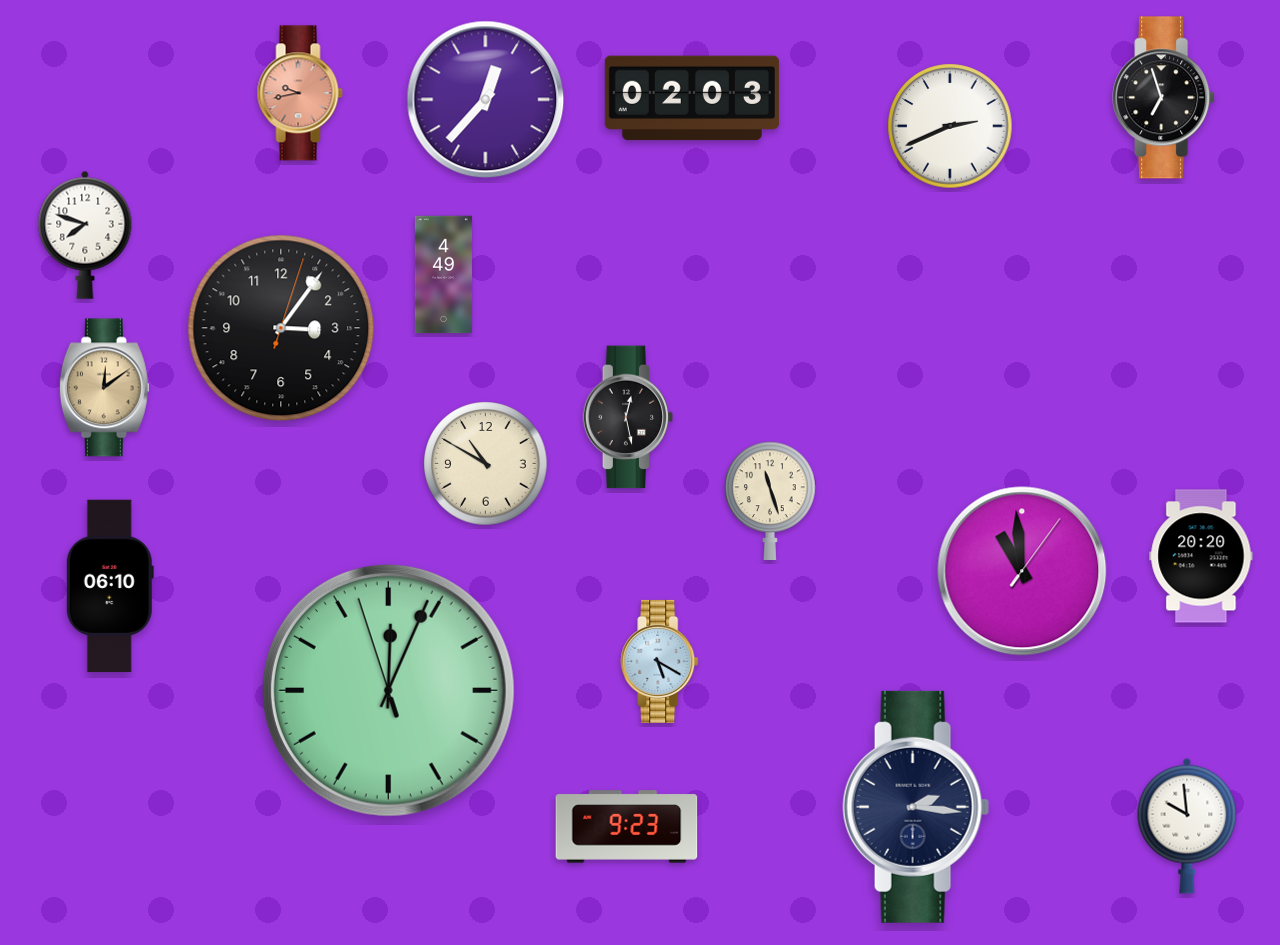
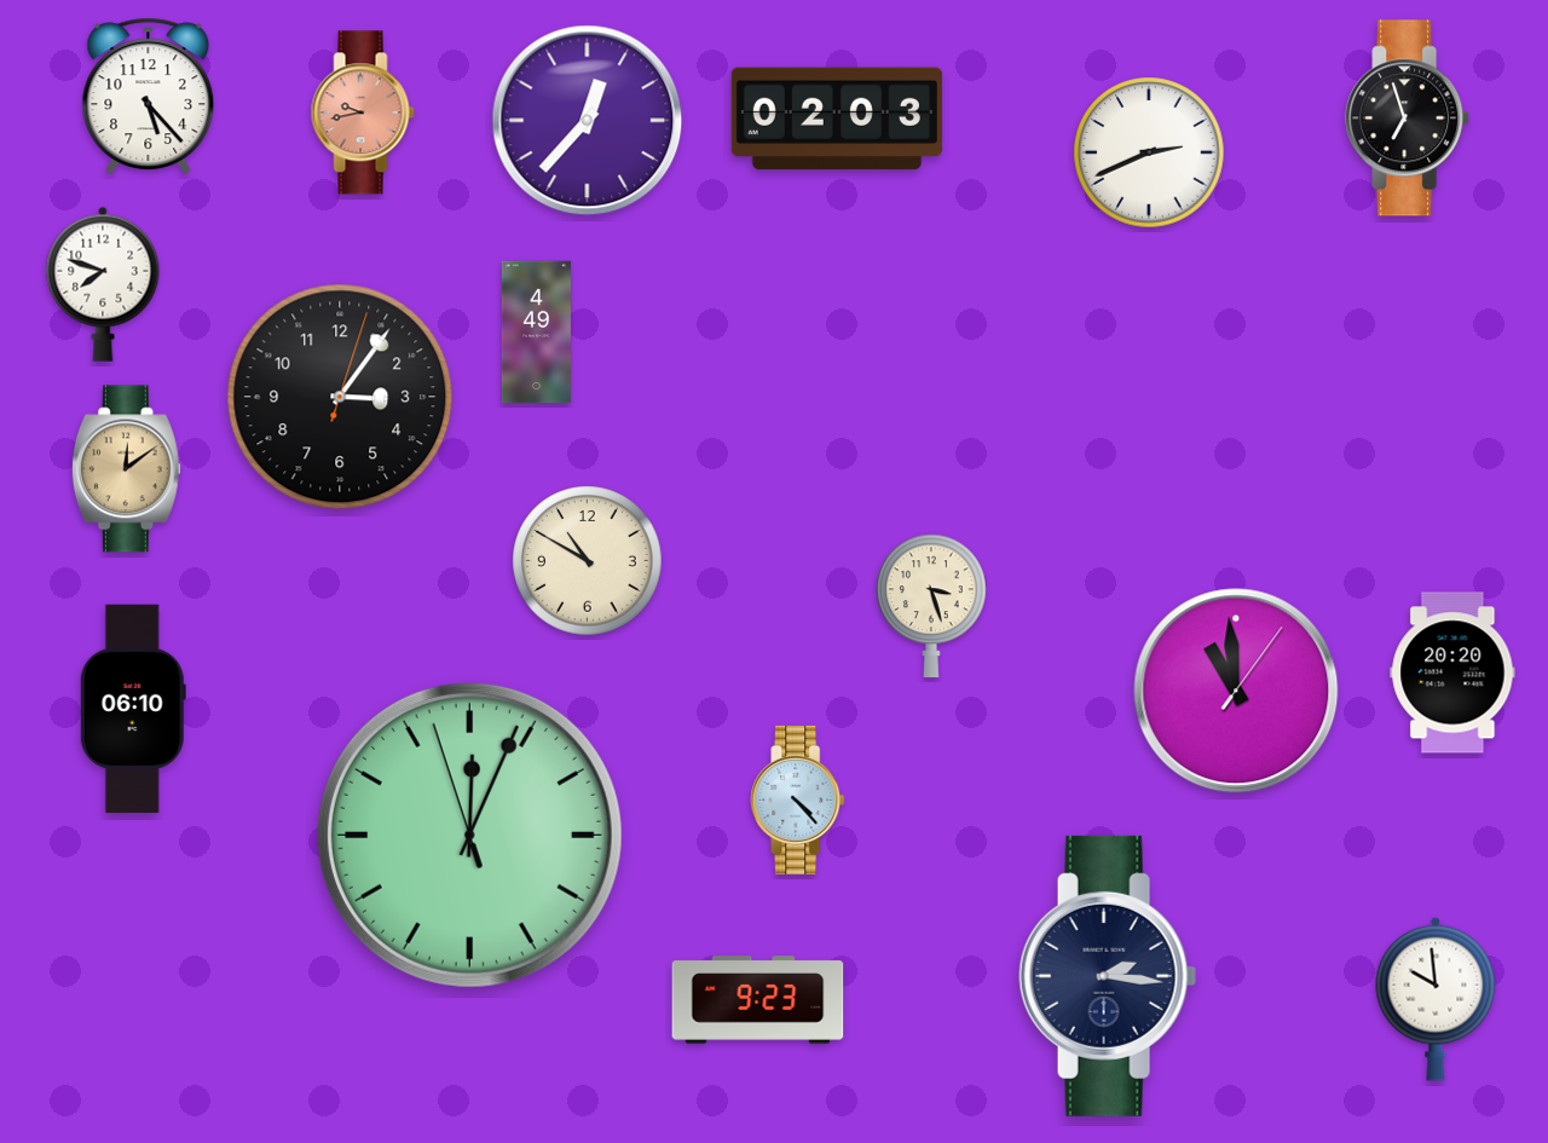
clock at (149, 96): none -> 5:23
clock at (628, 417): 12:28 -> none
clock at (771, 500): 11:27 -> 3:27
clock at (660, 661): 5:20 -> 4:23
